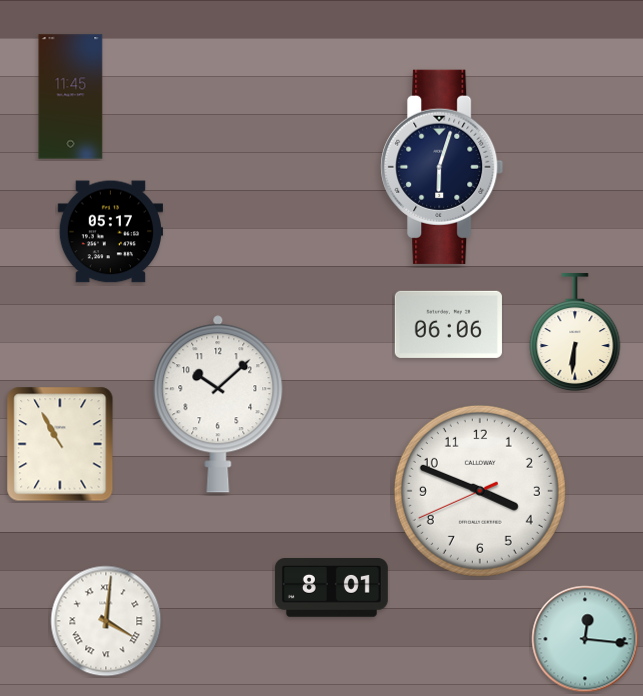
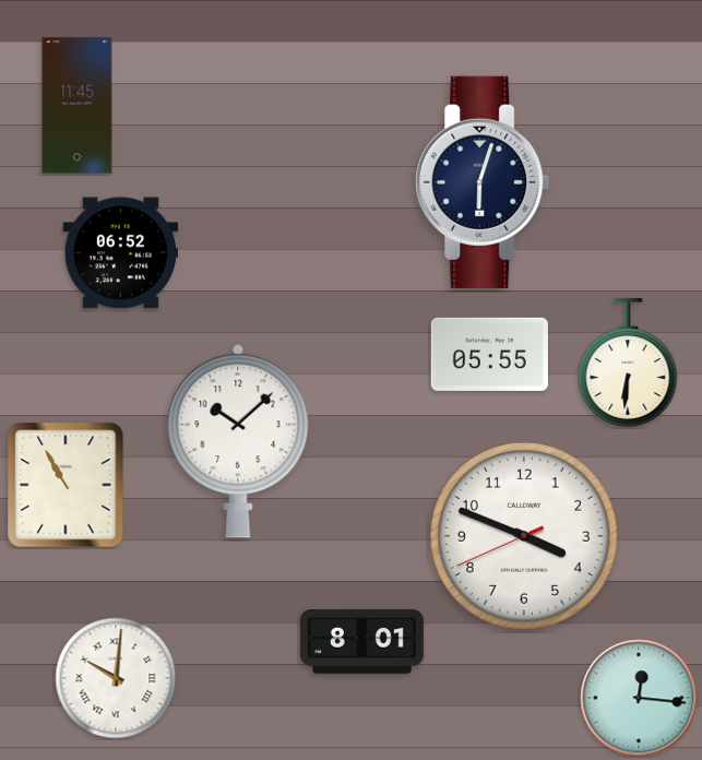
clock at (110, 232): 05:17 -> 06:52
clock at (448, 324): 06:06 -> 05:55
clock at (106, 621): 4:01 -> 10:01
